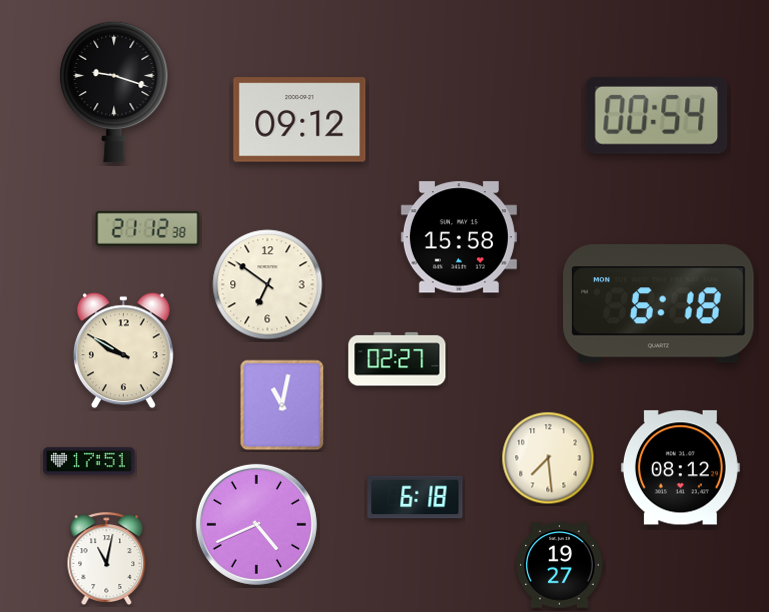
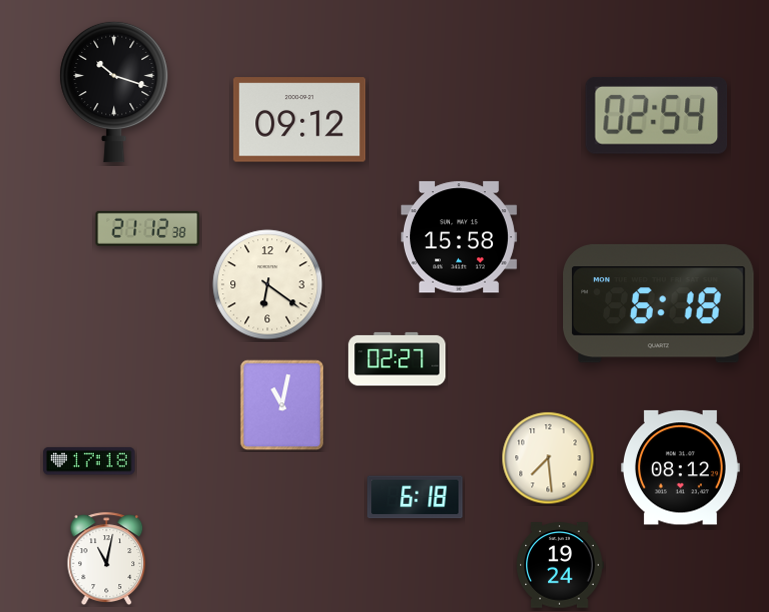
clock at (114, 92): 9:18 -> 10:18
clock at (657, 116): 00:54 -> 02:54
clock at (268, 285): 6:51 -> 6:21
clock at (123, 351): 9:50 -> none
clock at (89, 461): 17:51 -> 17:18
clock at (256, 524): 4:41 -> none
clock at (560, 565): 19:27 -> 19:24
